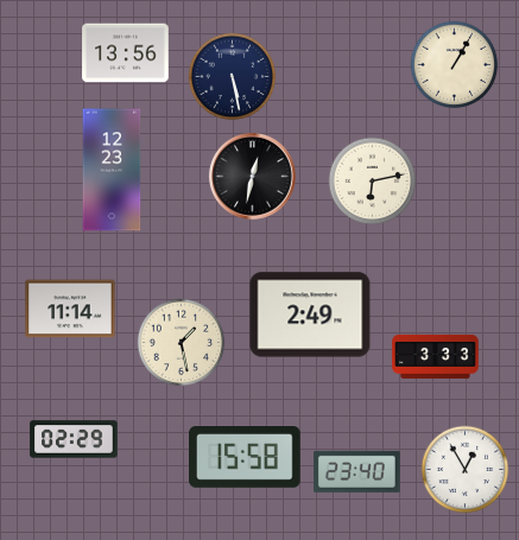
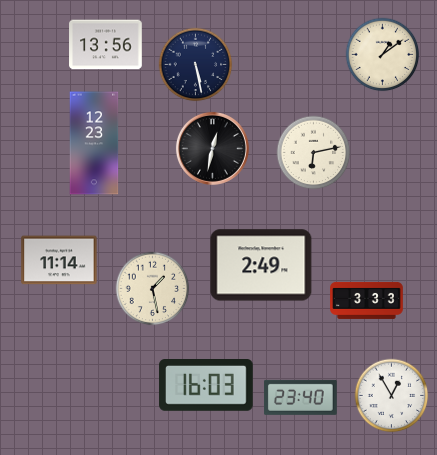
clock at (455, 65): 1:05 -> 1:09
clock at (74, 439): 02:29 -> none
clock at (245, 458): 15:58 -> 16:03
